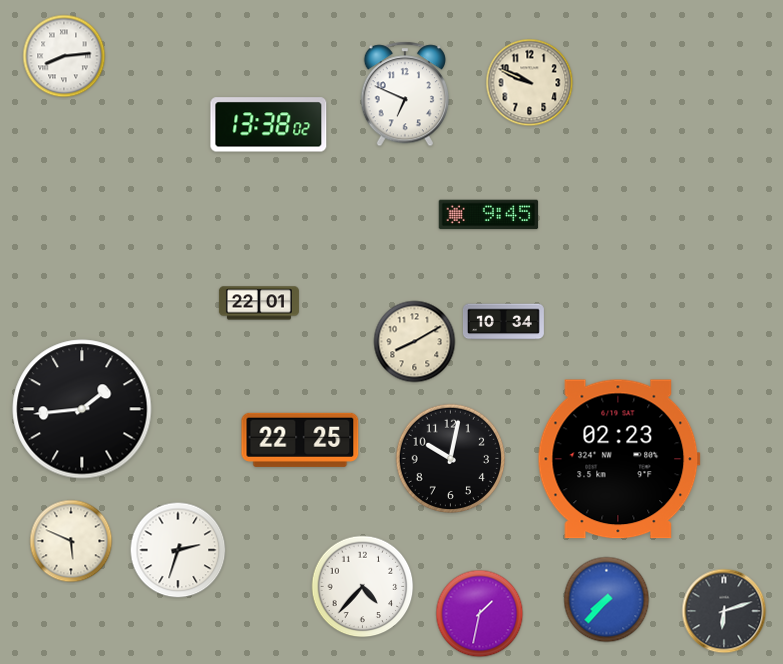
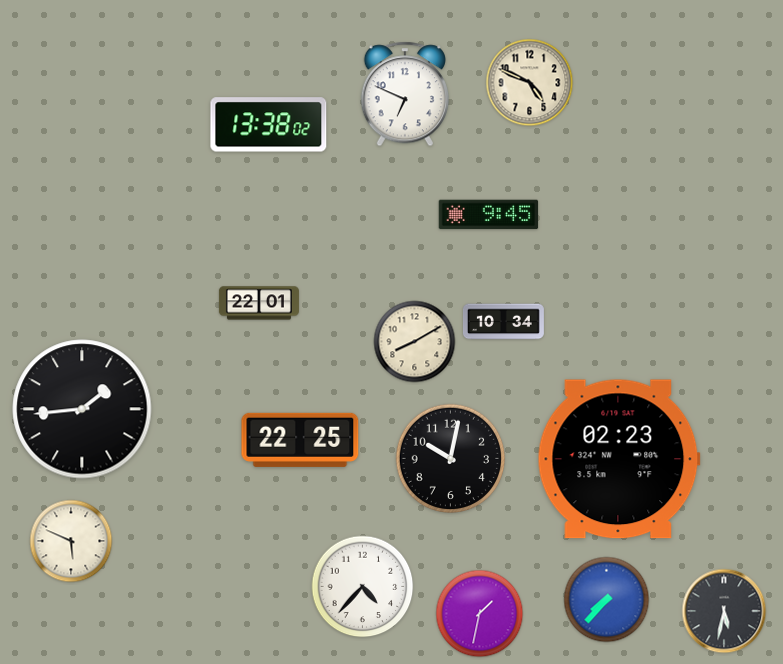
clock at (64, 56): 8:14 -> none
clock at (530, 83): 9:49 -> 4:49
clock at (178, 550): 2:33 -> none
clock at (724, 611): 6:12 -> 5:32
